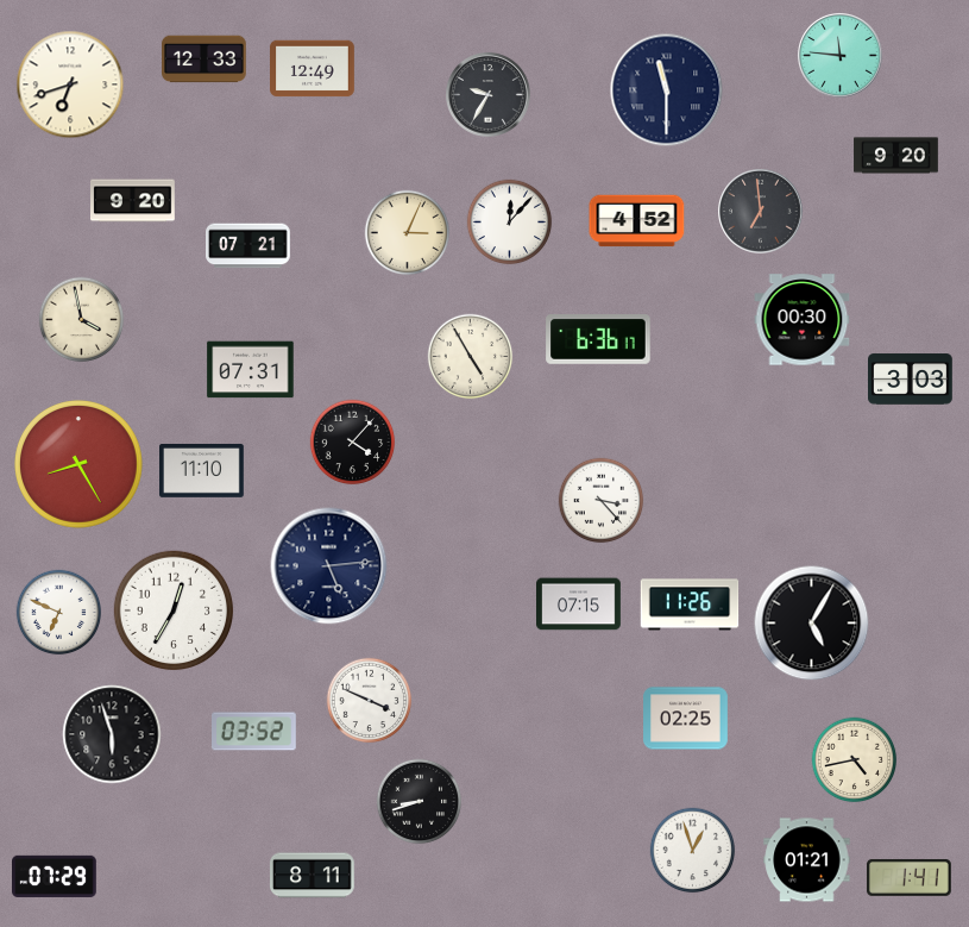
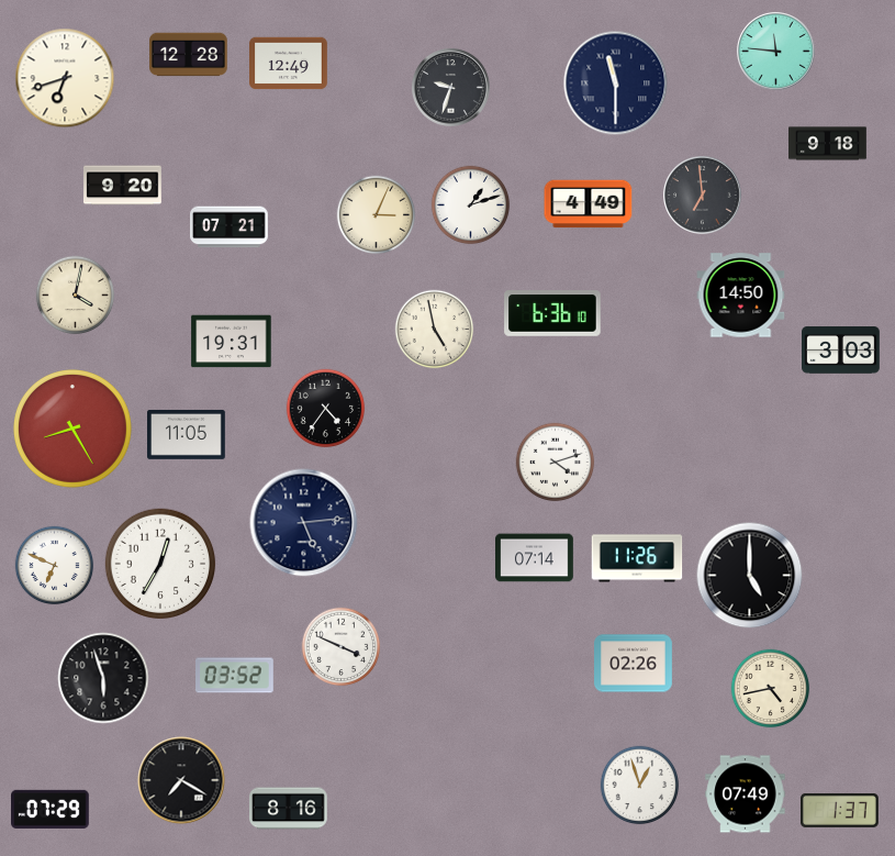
clock at (205, 59): 12:33 -> 12:28
clock at (489, 95): 9:35 -> 9:33
clock at (896, 156): 9:20 -> 9:18
clock at (637, 221): 4:52 -> 4:49
clock at (510, 223): 12:07 -> 1:12
clock at (82, 320): 3:58 -> 4:02
clock at (803, 320): 00:30 -> 14:50
clock at (598, 339): 6:36:17 -> 6:36:10
clock at (471, 357): 4:55 -> 4:58
clock at (251, 370): 07:31 -> 19:31
clock at (353, 443): 4:07 -> 4:36
clock at (202, 470): 11:10 -> 11:05
clock at (602, 501): 3:23 -> 4:12
clock at (579, 605): 07:15 -> 07:14
clock at (812, 624): 5:05 -> 5:00
clock at (686, 719): 02:25 -> 02:26
clock at (855, 760) position: (855, 760) -> (771, 689)
clock at (420, 802): 8:42 -> none
clock at (181, 780): none -> 7:20
clock at (807, 860): 01:21 -> 07:49
clock at (313, 876): 8:11 -> 8:16
clock at (910, 878): 1:41 -> 1:37
